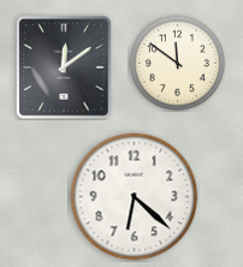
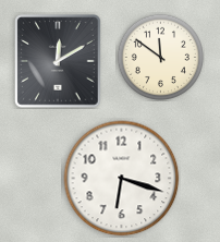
clock at (64, 67): 12:09 -> 12:10
clock at (135, 197): 6:22 -> 6:18
